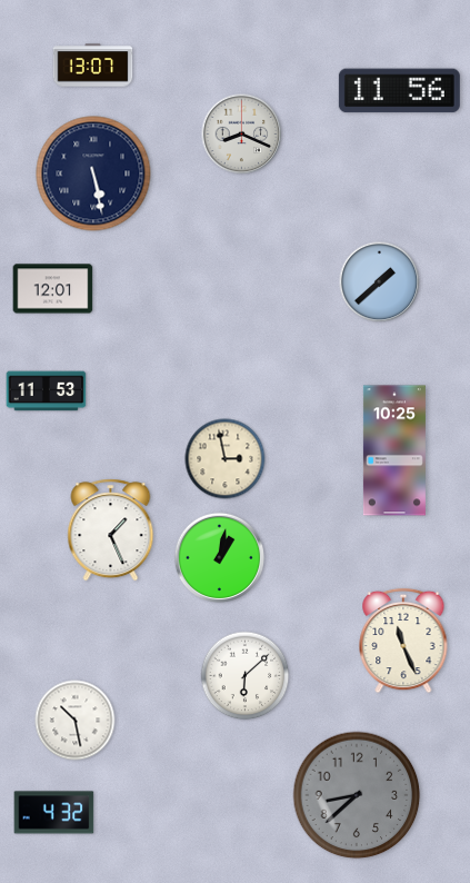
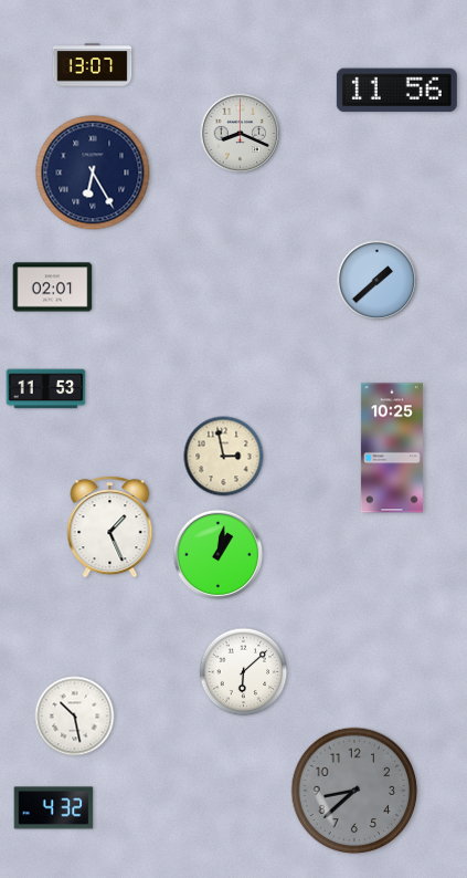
clock at (93, 173): 5:28 -> 6:25
clock at (53, 289): 12:01 -> 02:01
clock at (403, 641): 11:26 -> none
